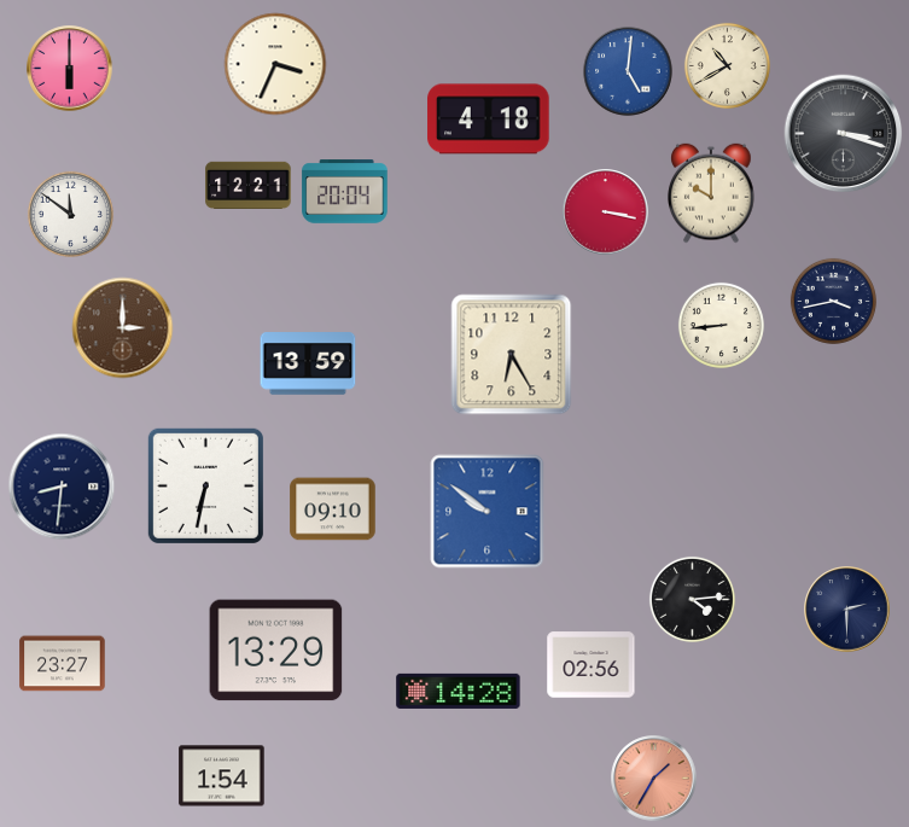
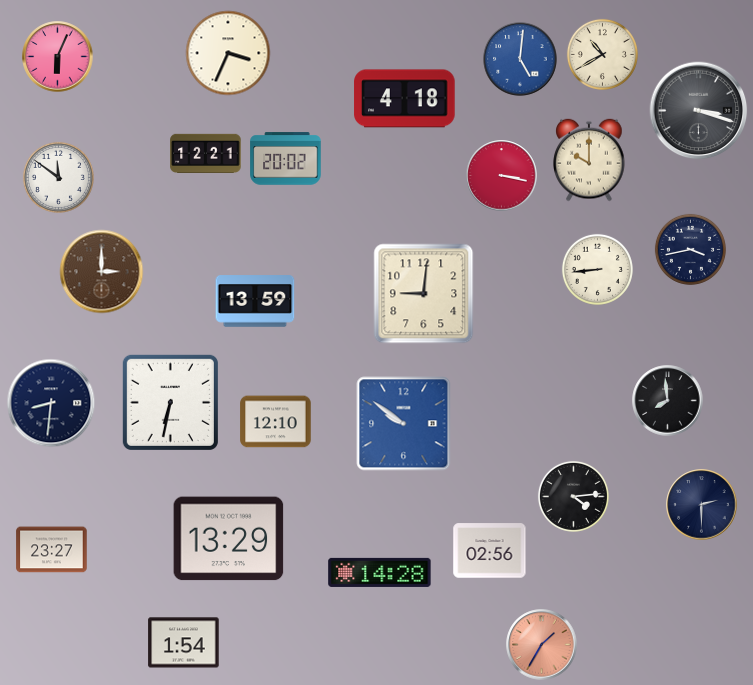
clock at (70, 69): 6:00 -> 6:04
clock at (345, 192): 20:04 -> 20:02
clock at (512, 355): 6:25 -> 9:01
clock at (668, 401): none -> 7:59
clock at (333, 509): 09:10 -> 12:10
